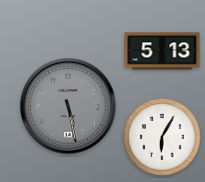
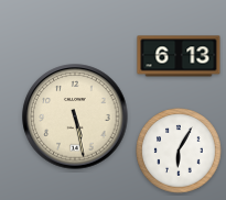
clock at (162, 51): 5:13 -> 6:13
clock at (68, 106) dial: grey -> cream
